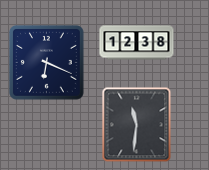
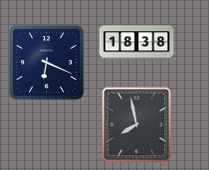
clock at (137, 43): 12:38 -> 18:38
clock at (137, 125): 11:31 -> 7:58
